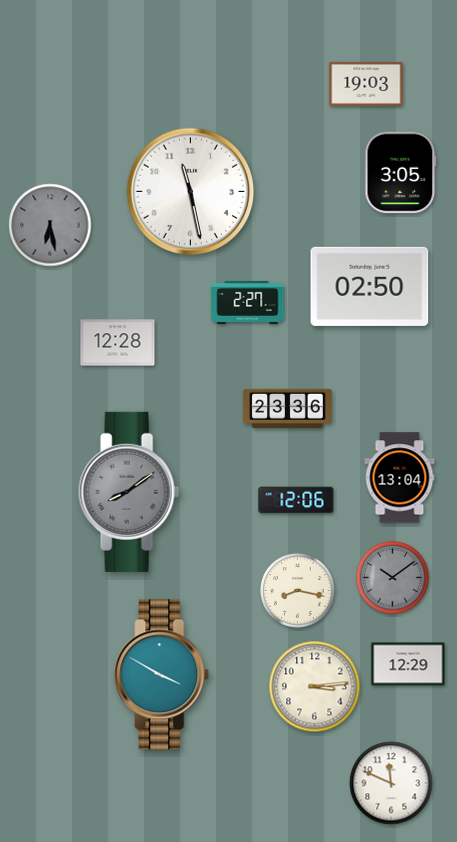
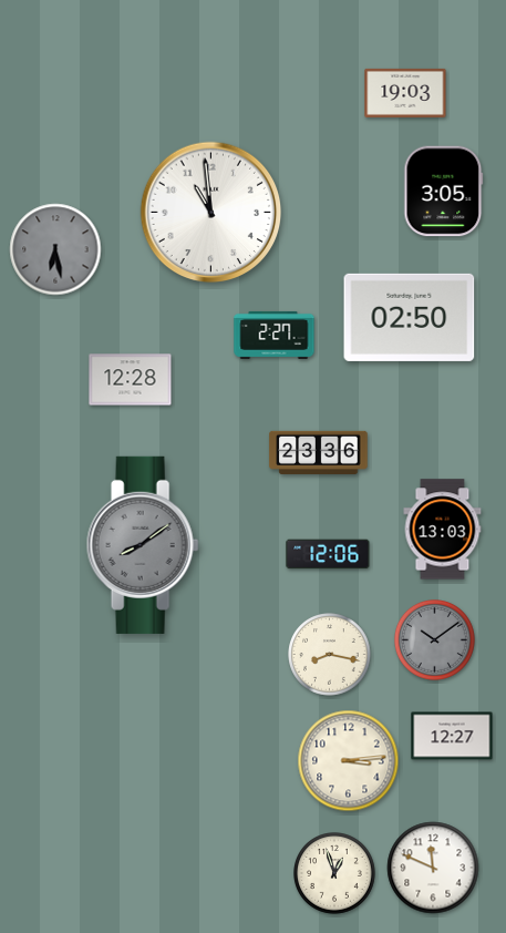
clock at (191, 192): 11:28 -> 10:59
clock at (400, 478): 13:04 -> 13:03
clock at (408, 664): 12:29 -> 12:27
clock at (162, 675): 3:50 -> none
clock at (335, 874): none -> 12:57
